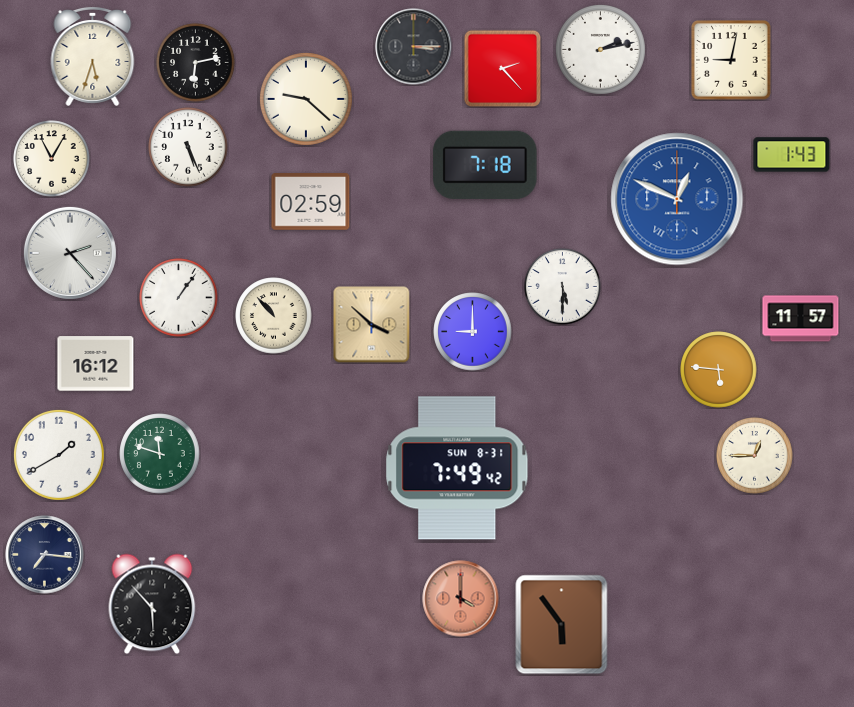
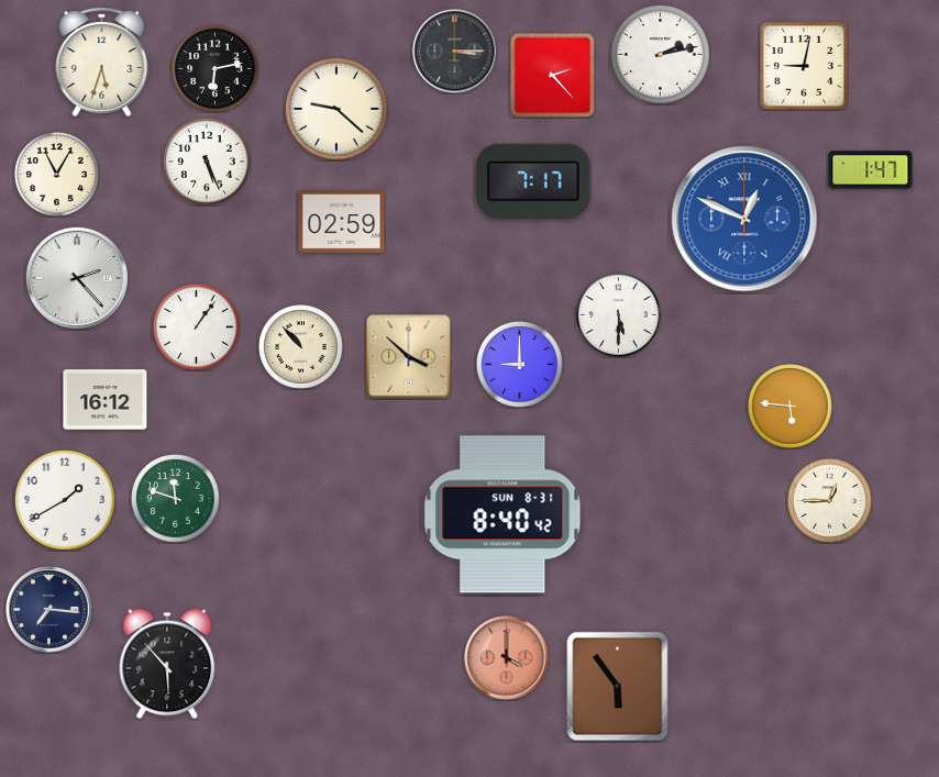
clock at (792, 155): 1:43 -> 1:47
clock at (485, 165): 7:18 -> 7:17
clock at (801, 319): 11:57 -> none
clock at (457, 468): 7:49 -> 8:40
